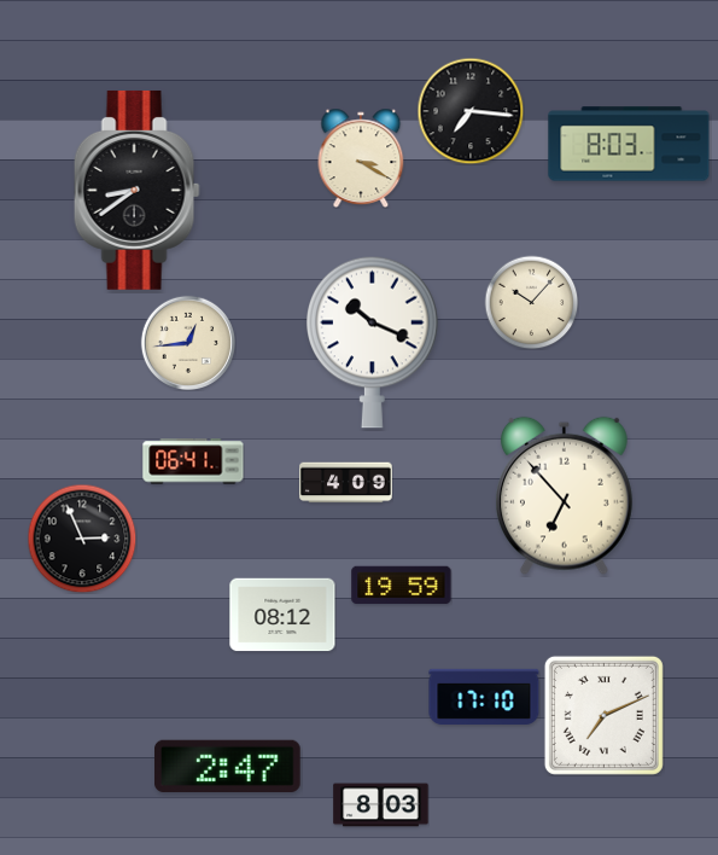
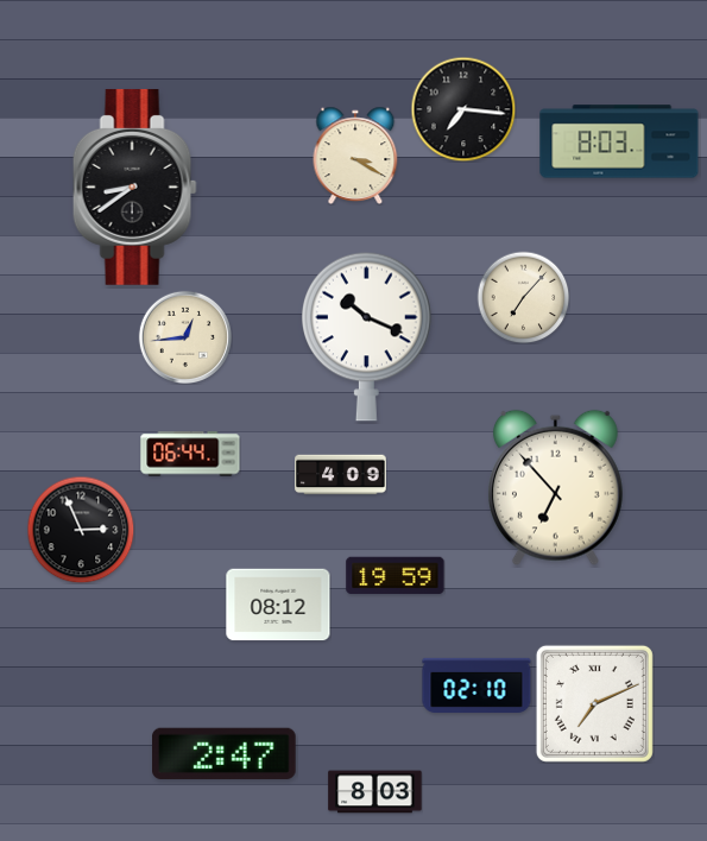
clock at (531, 302): 10:07 -> 7:07
clock at (193, 461): 06:41 -> 06:44
clock at (484, 696): 17:10 -> 02:10
